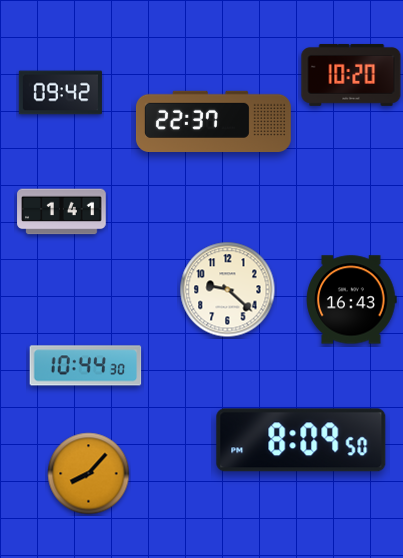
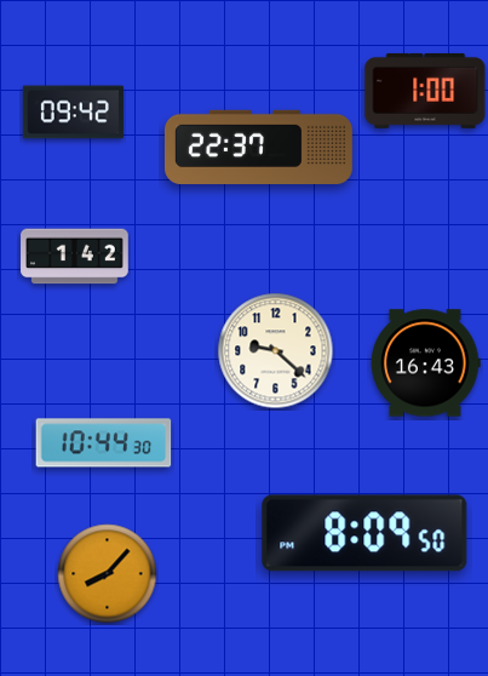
clock at (351, 75): 10:20 -> 1:00
clock at (62, 212): 1:41 -> 1:42
